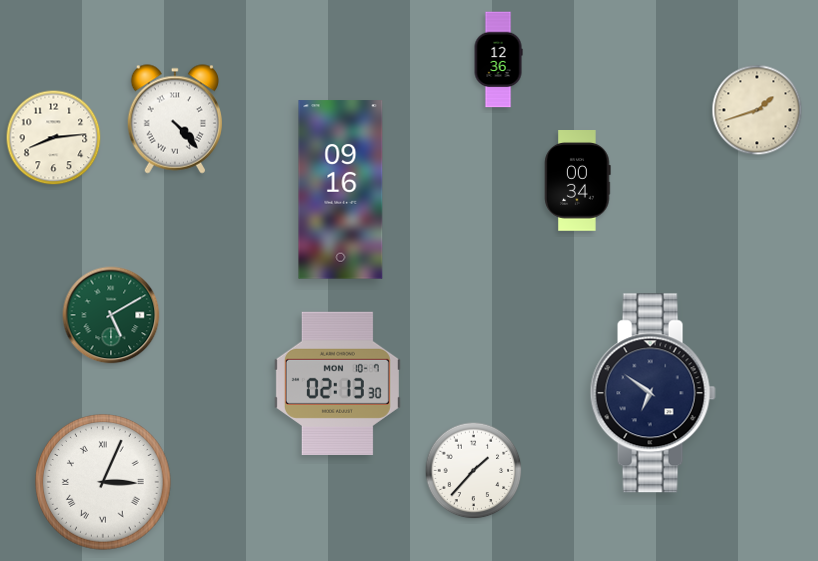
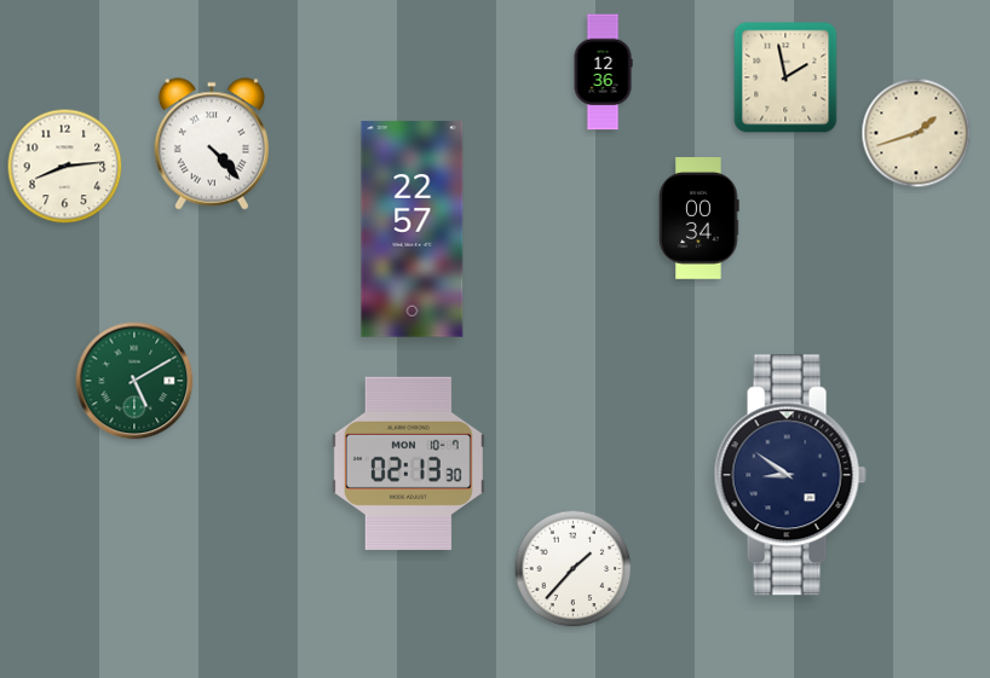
clock at (785, 77): none -> 1:58
clock at (341, 190): 09:16 -> 22:57
clock at (653, 393): 6:51 -> 8:51
clock at (104, 483): 3:04 -> none
